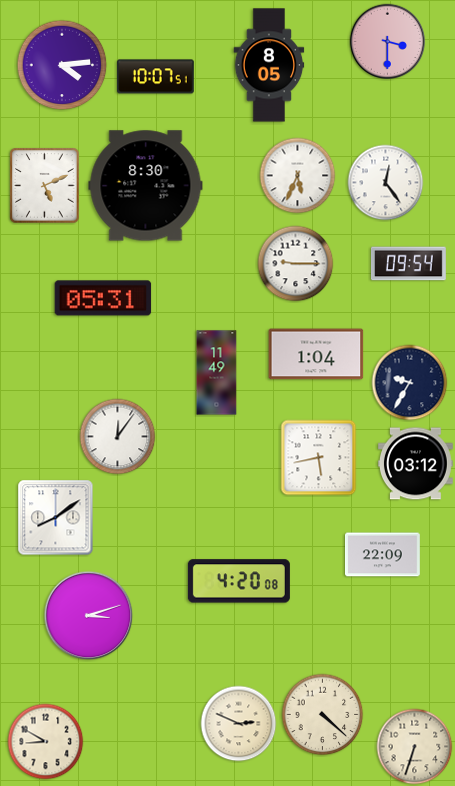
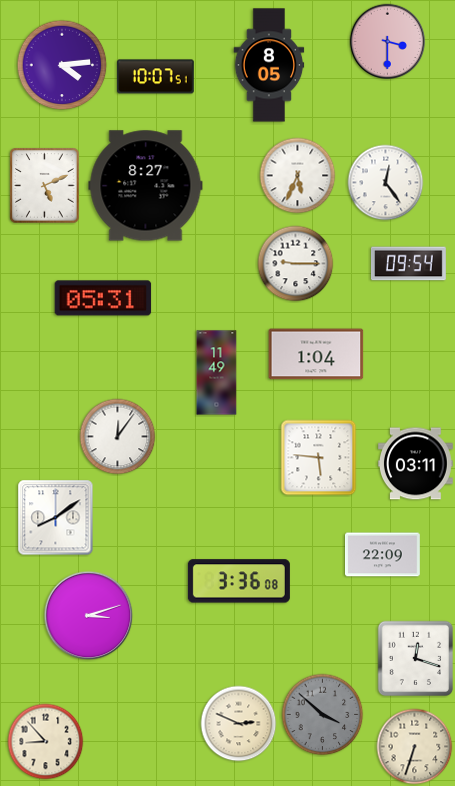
clock at (146, 186): 8:30 -> 8:27
clock at (410, 383): 9:35 -> none
clock at (319, 458): 5:43 -> 5:46
clock at (415, 464): 03:12 -> 03:11
clock at (239, 581): 4:20 -> 3:36
clock at (416, 659): none -> 12:18
clock at (323, 715): 4:22 -> 3:52
clock at (323, 715) dial: cream -> grey
clock at (46, 742): 8:50 -> 8:53
